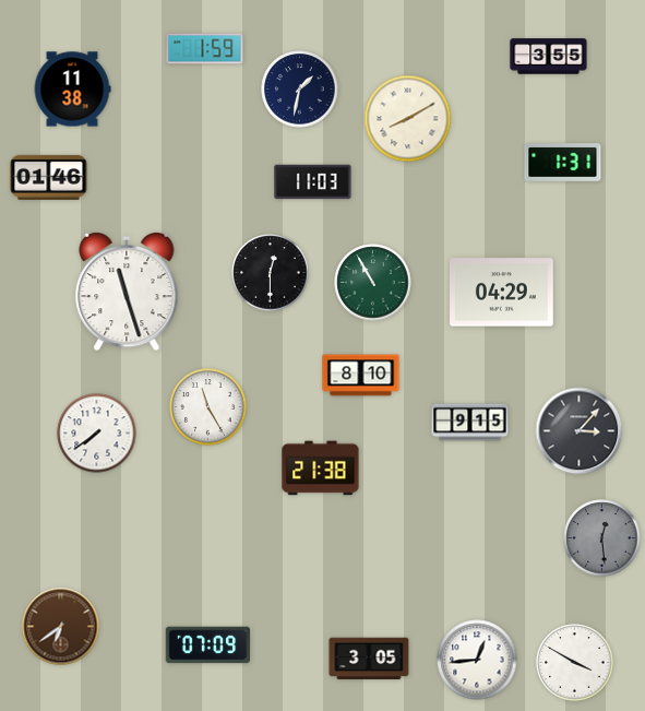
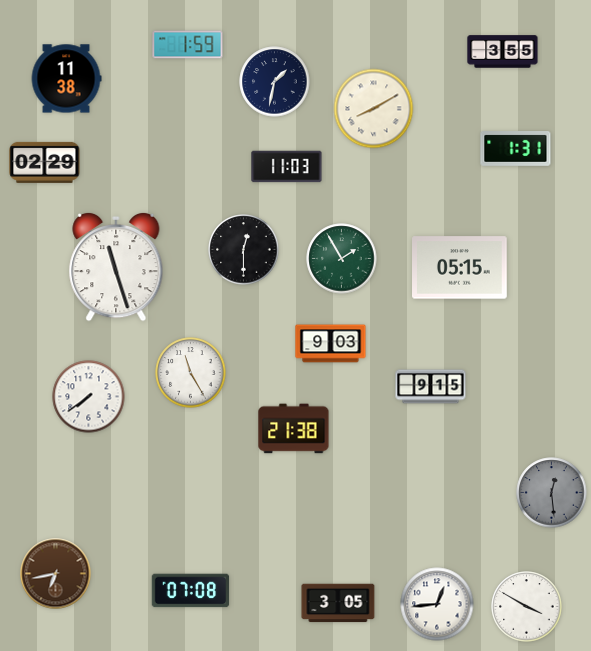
clock at (72, 90) position: (72, 90) -> (66, 79)
clock at (49, 177): 01:46 -> 02:29
clock at (271, 273) position: (271, 273) -> (244, 250)
clock at (373, 283): 10:55 -> 1:55
clock at (502, 293): 04:29 -> 05:15
clock at (361, 376): 8:10 -> 9:03
clock at (580, 431): 3:07 -> none
clock at (61, 627): 6:39 -> 6:43
clock at (208, 645): 07:09 -> 07:08
